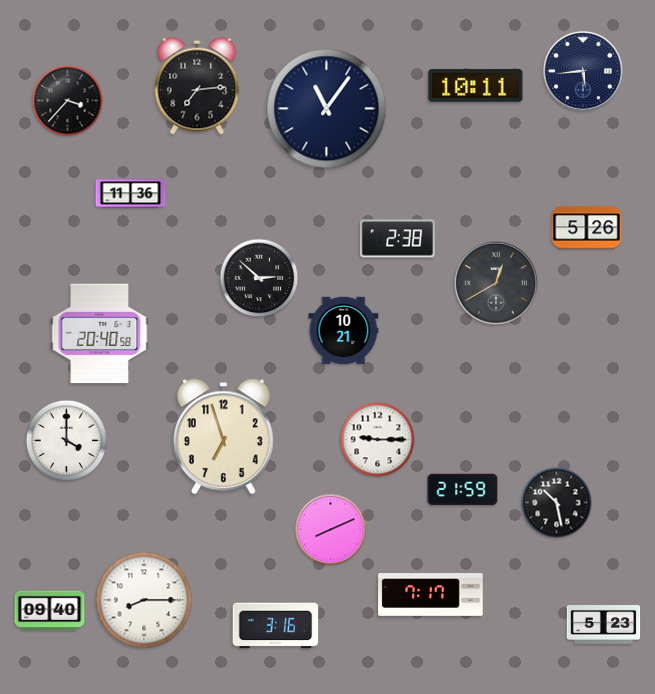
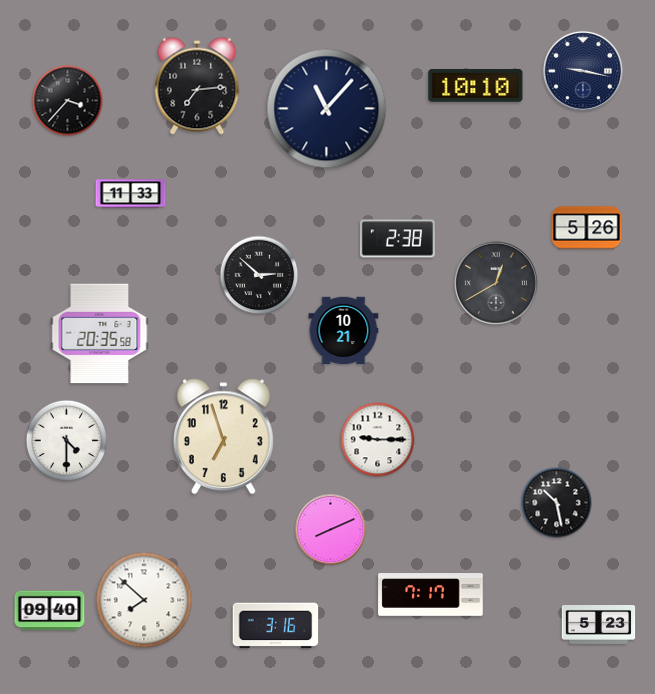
clock at (583, 71): 5:44 -> 9:17
clock at (476, 86): 10:11 -> 10:10
clock at (327, 109): 11:06 -> 11:07
clock at (131, 194): 11:36 -> 11:33
clock at (259, 278) position: (259, 278) -> (259, 275)
clock at (100, 334): 20:40 -> 20:35
clock at (67, 441): 4:00 -> 4:30
clock at (463, 490): 21:59 -> none
clock at (144, 600): 8:15 -> 7:52
clock at (604, 625) position: (604, 625) -> (599, 625)
